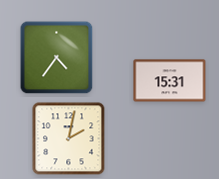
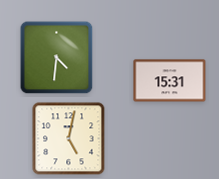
clock at (57, 58): 4:36 -> 4:31
clock at (69, 139): 2:02 -> 5:02
